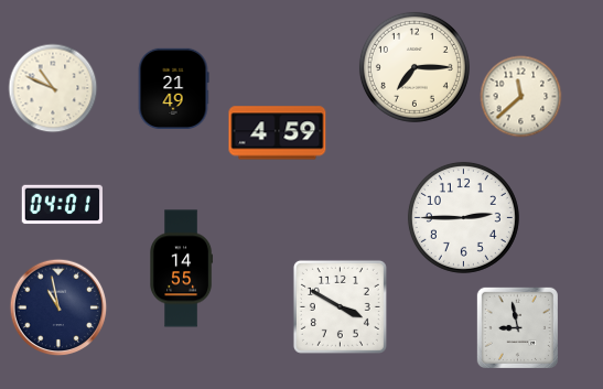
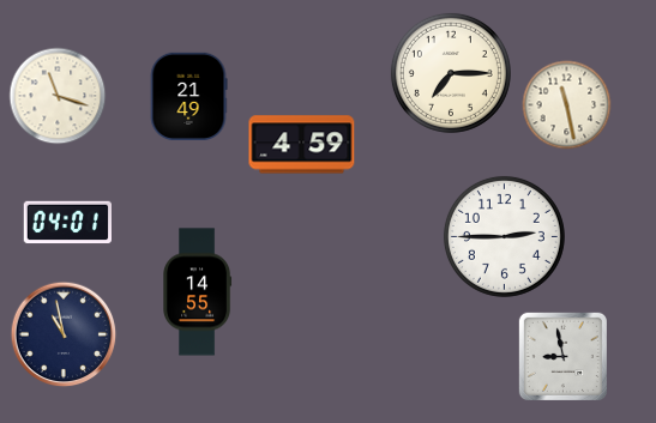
clock at (53, 88): 10:49 -> 11:18
clock at (521, 97): 11:38 -> 11:28
clock at (340, 306): 3:50 -> none
